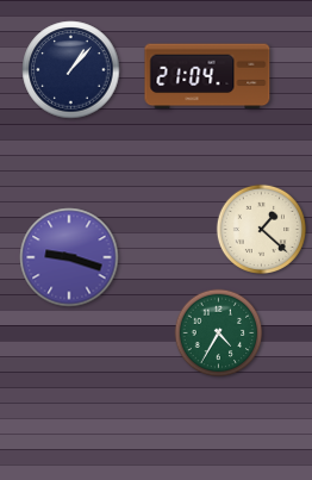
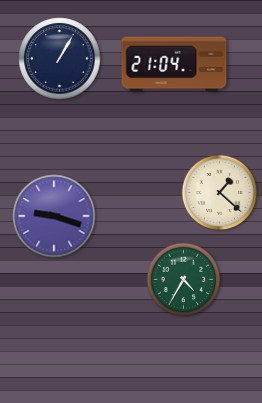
clock at (71, 70): 1:07 -> 1:05
clock at (69, 257) position: (69, 257) -> (54, 216)
